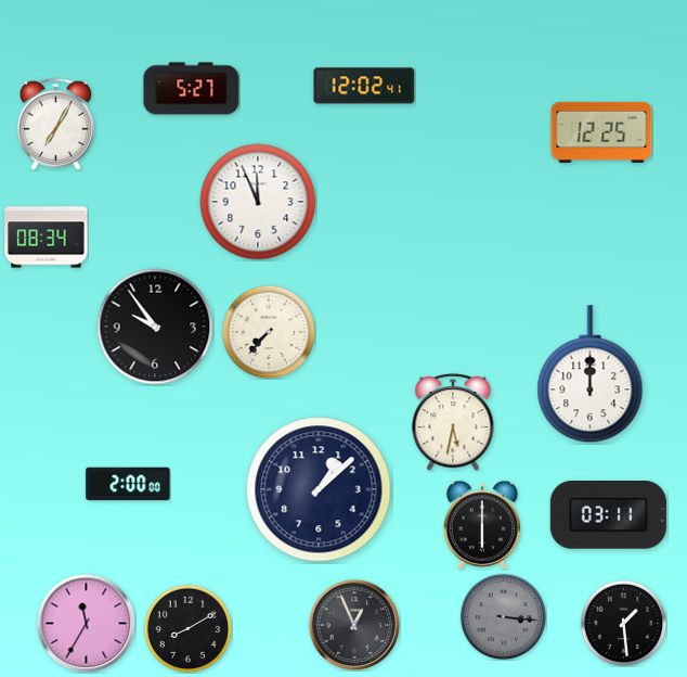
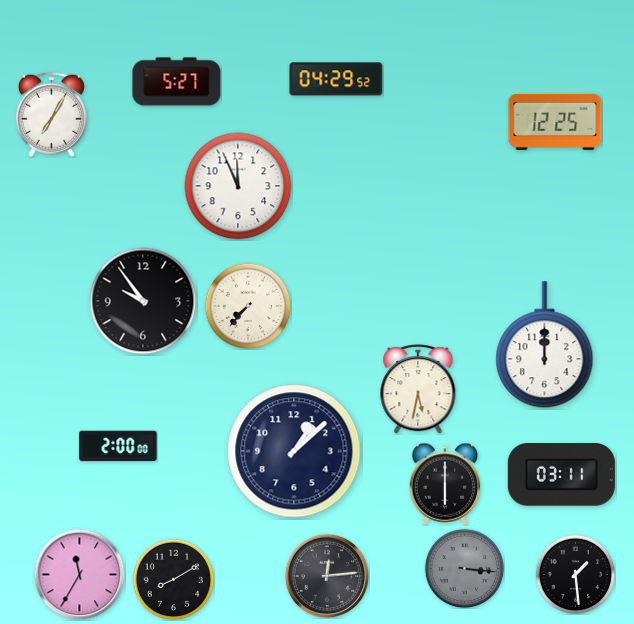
clock at (364, 86): 12:02 -> 04:29
clock at (47, 238): 08:34 -> none
clock at (354, 625): 12:56 -> 12:14
